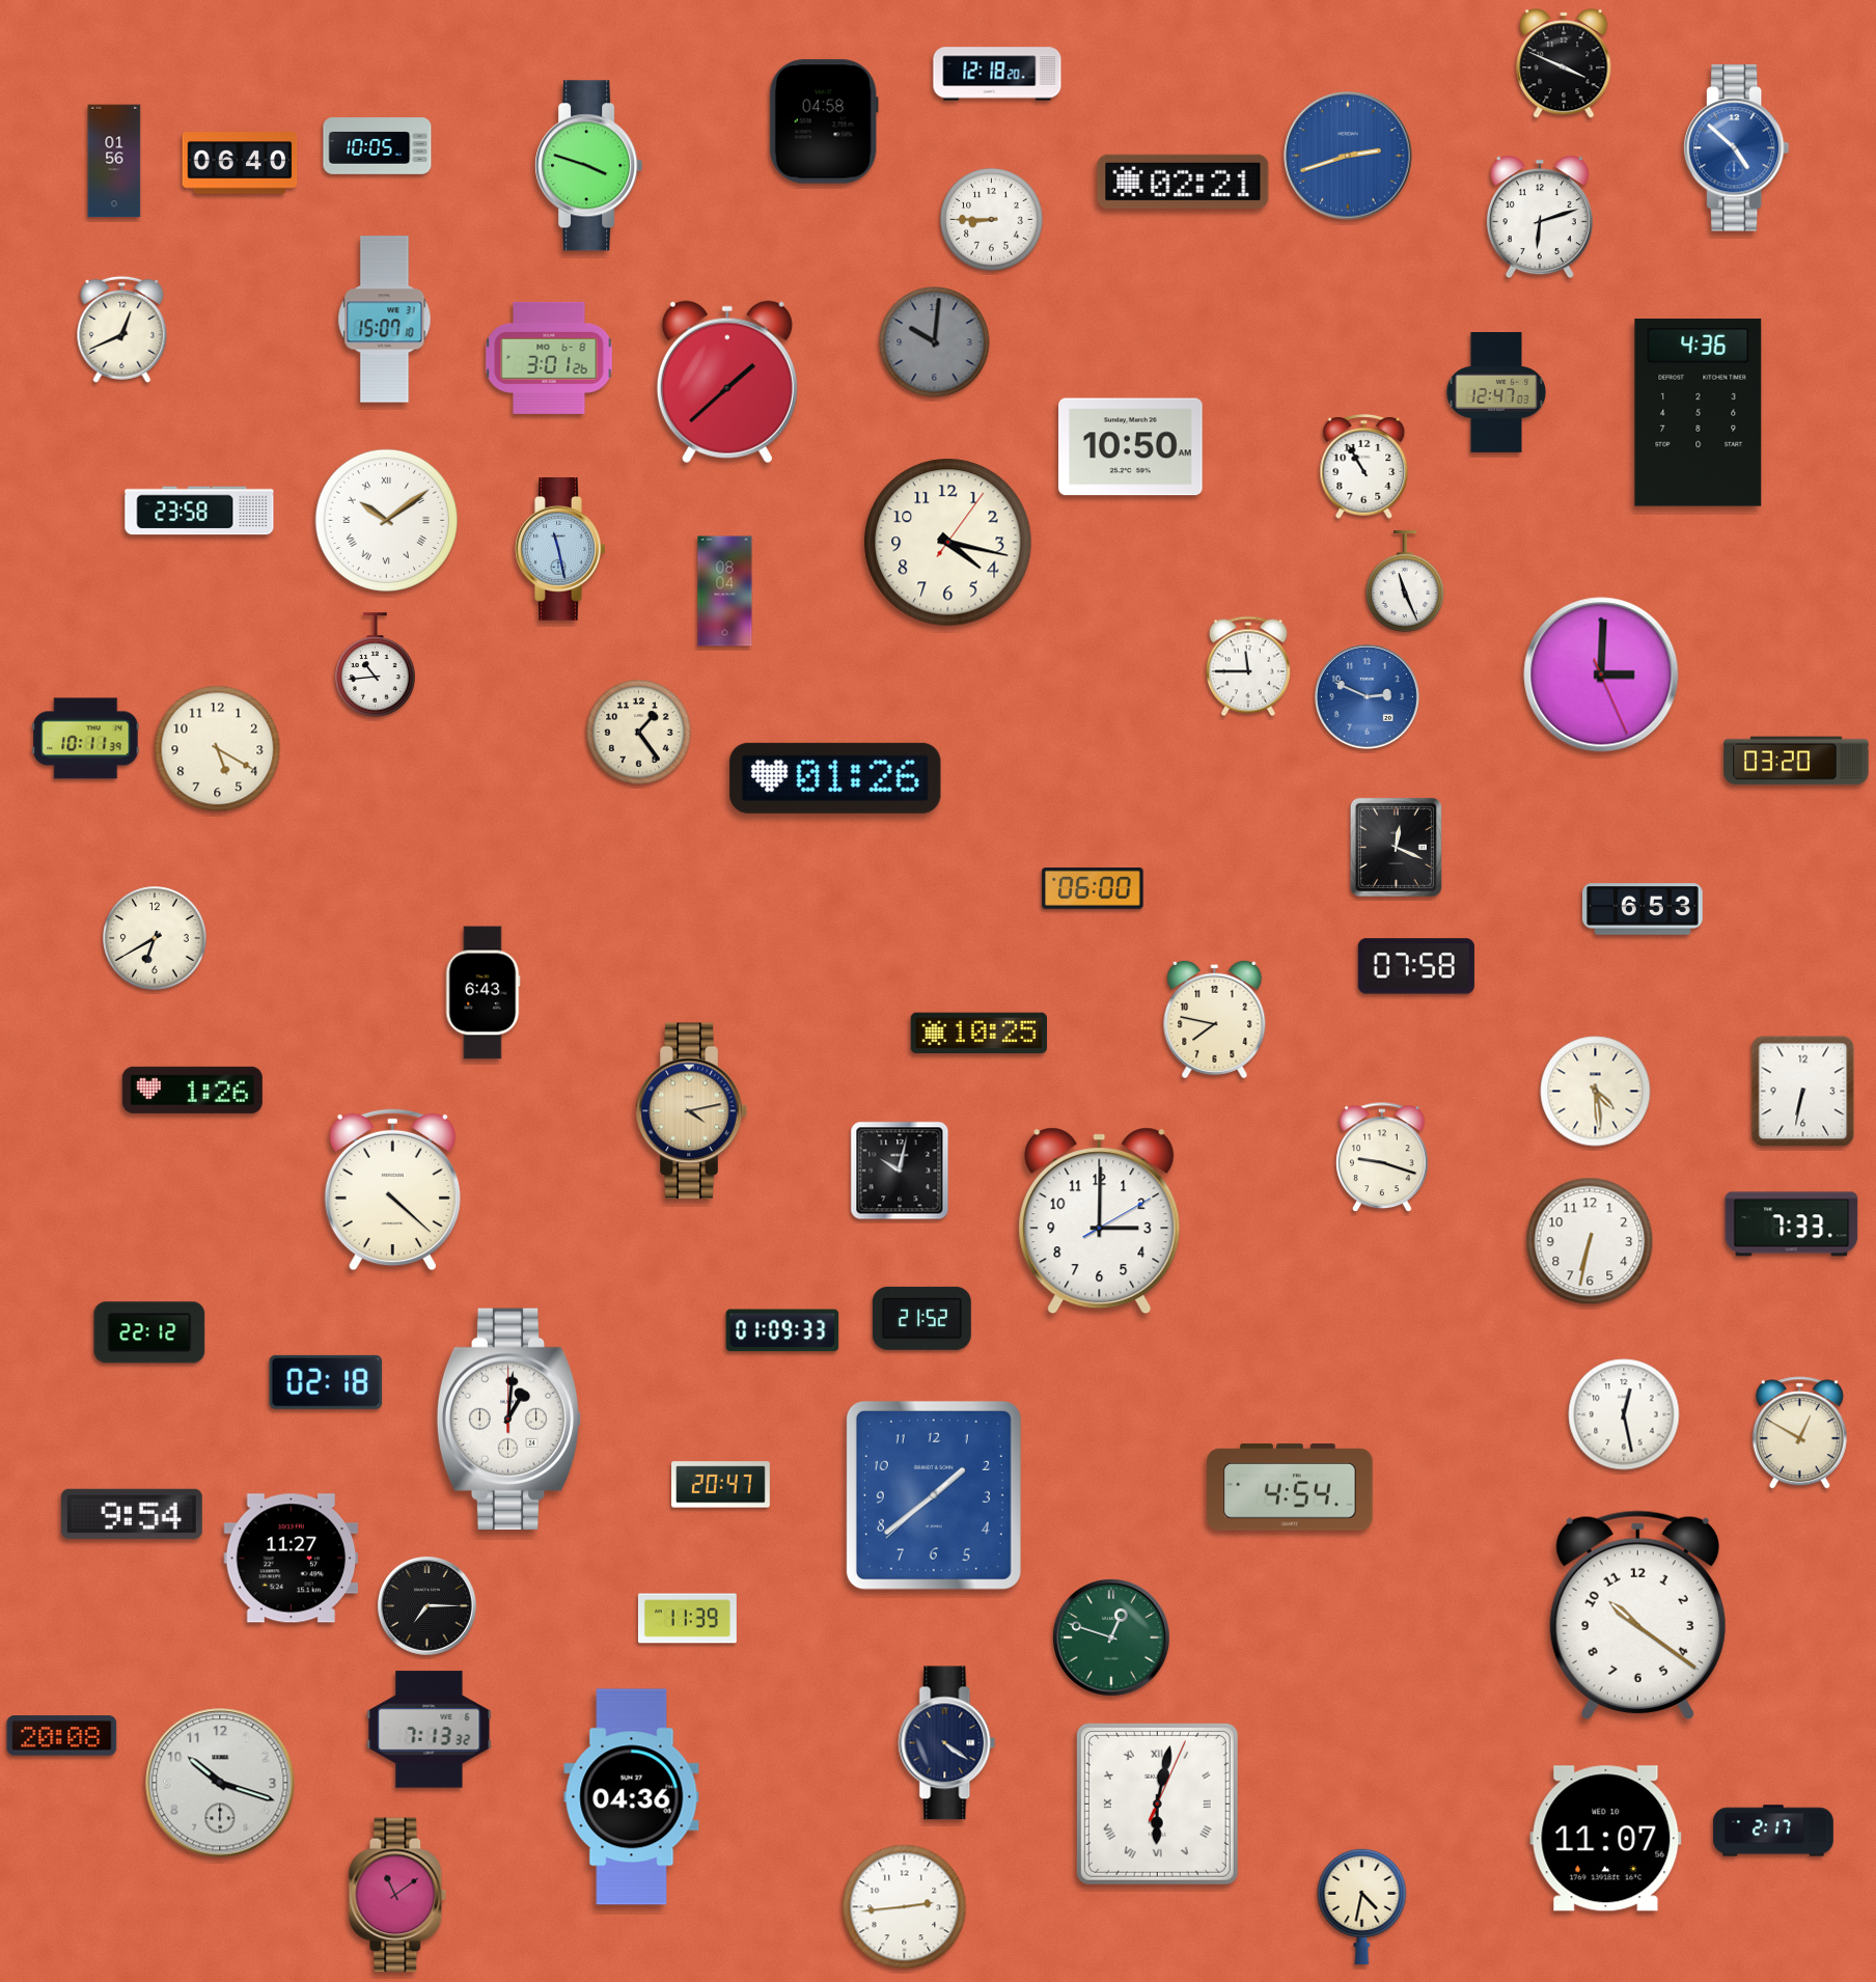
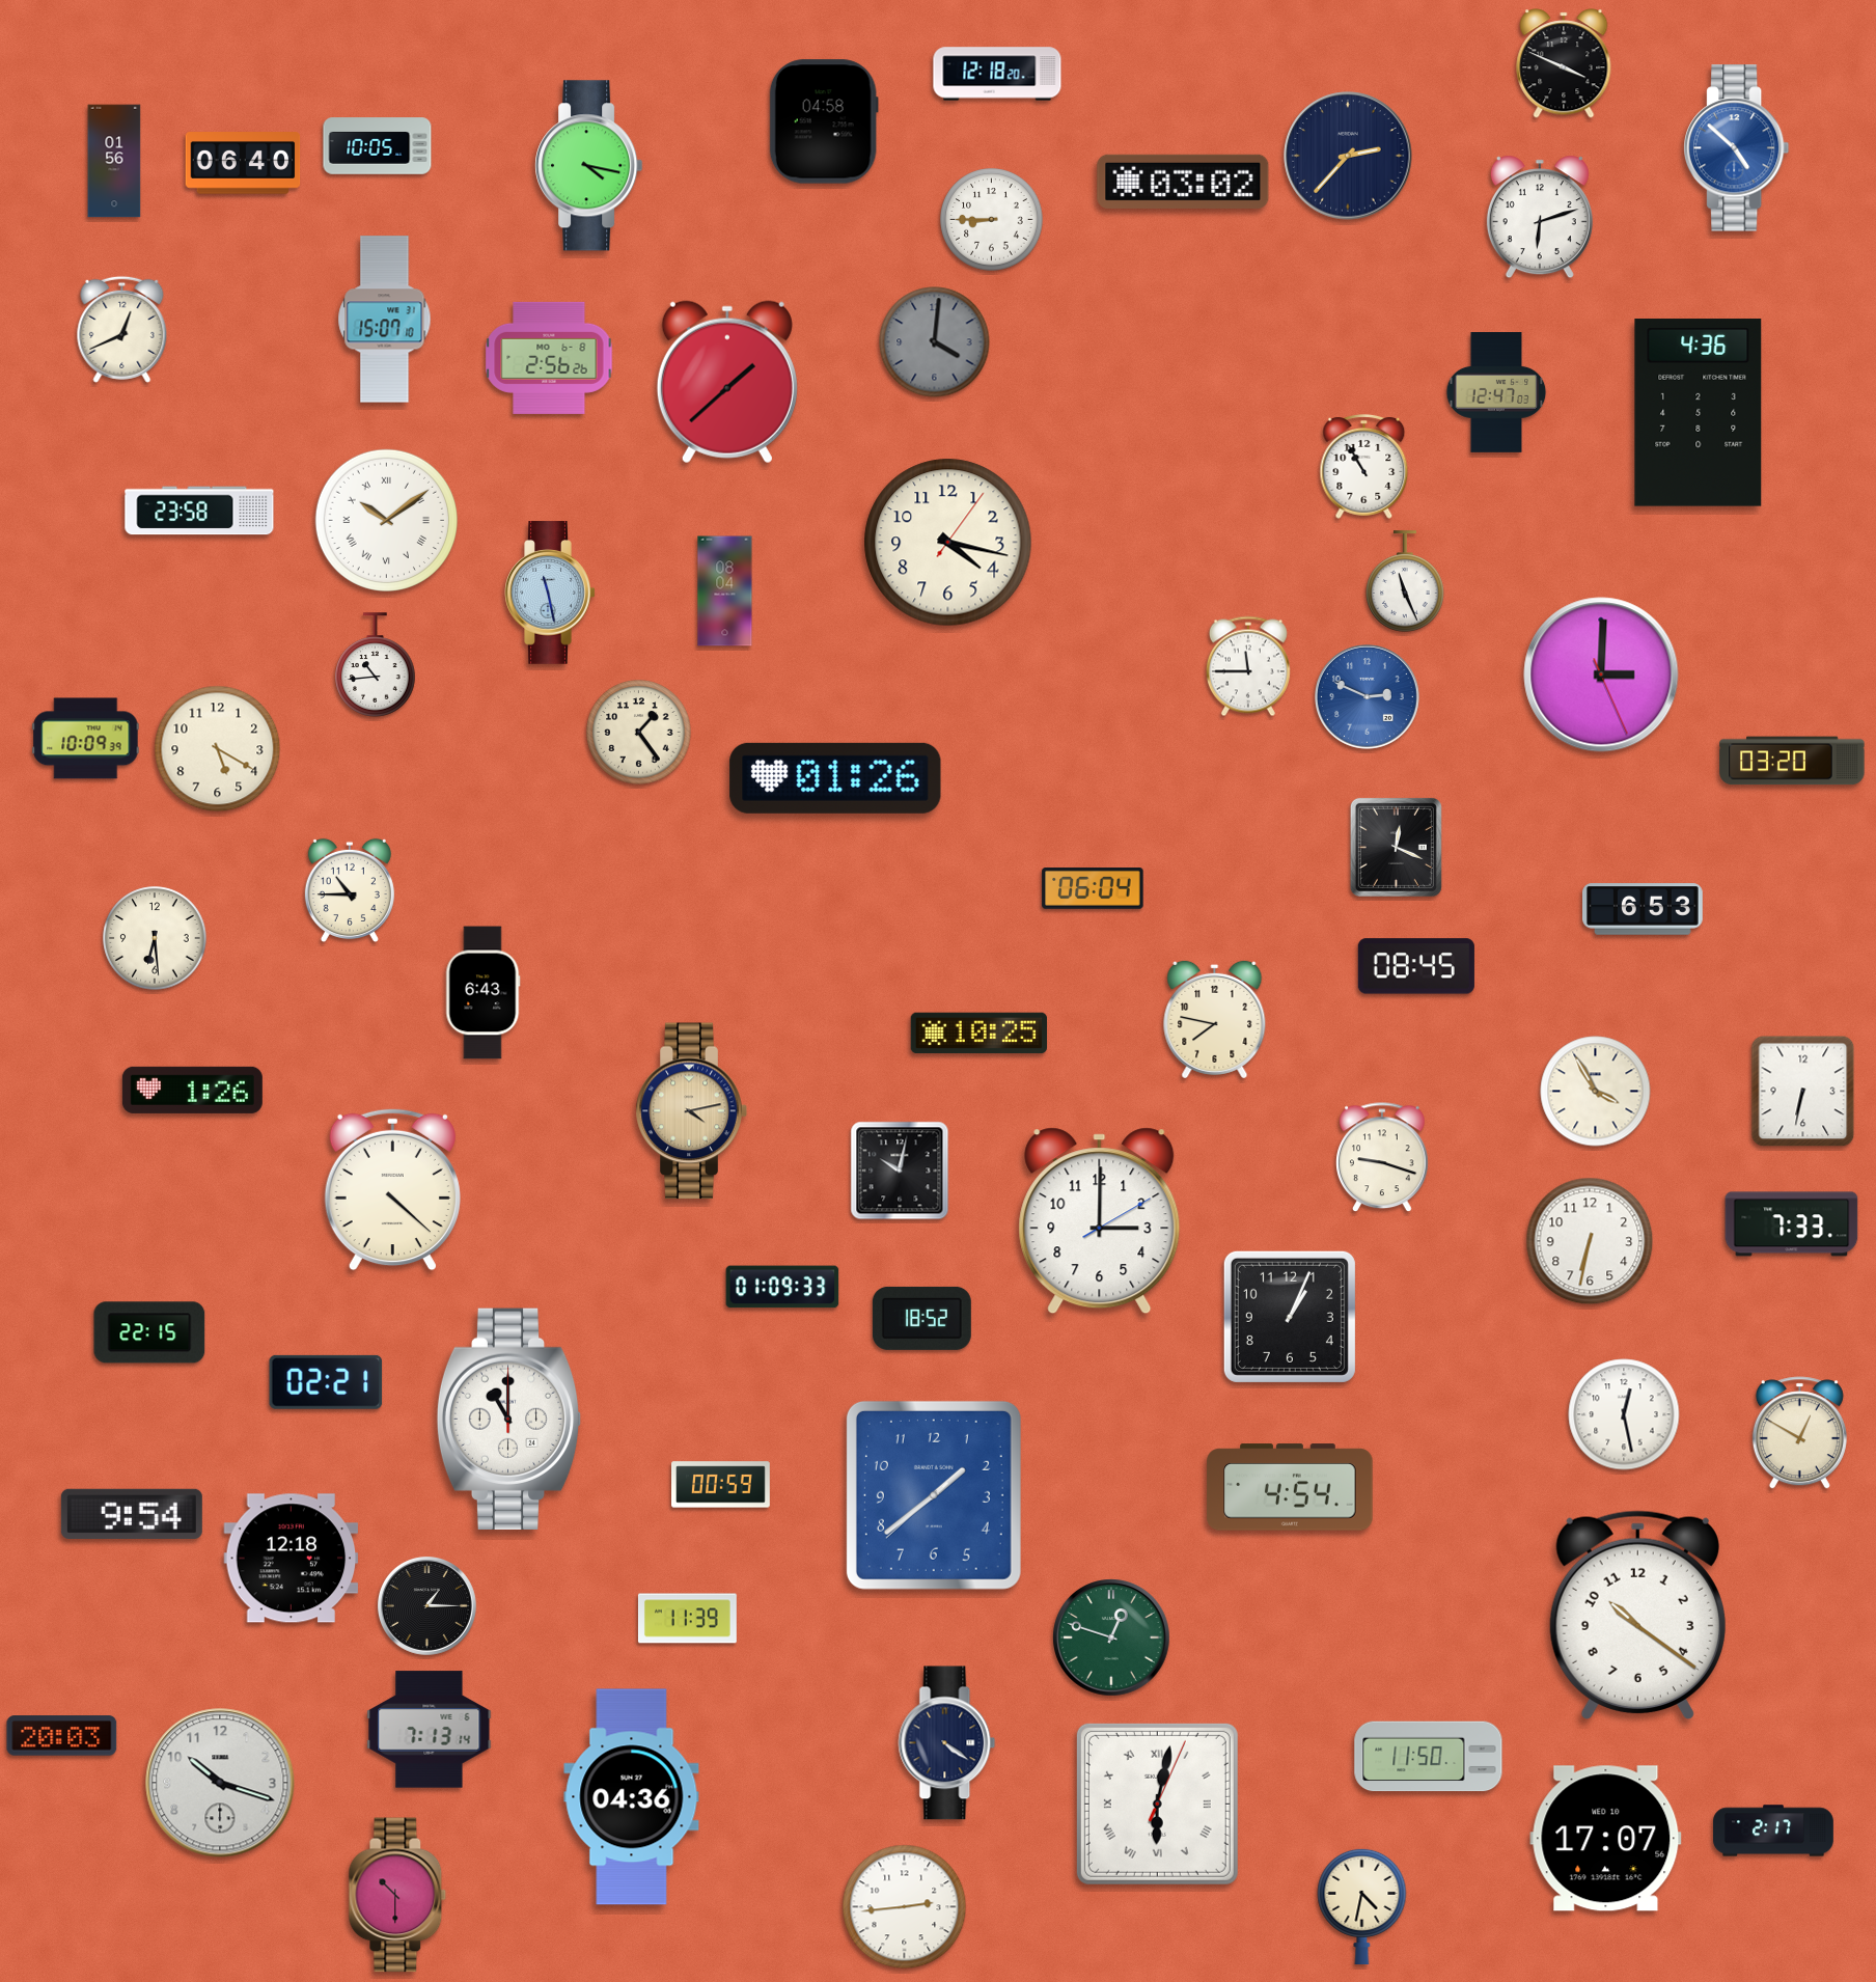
clock at (1348, 156): 2:42 -> 2:37
clock at (1348, 156) dial: blue -> navy
clock at (240, 163) position: (240, 163) -> (243, 163)
clock at (589, 166): 3:48 -> 4:17
clock at (1183, 182): 02:21 -> 03:02
clock at (935, 342): 10:01 -> 4:01
clock at (549, 358): 3:01 -> 2:56
clock at (1131, 447): 10:50 -> none
clock at (560, 549) position: (560, 549) -> (550, 593)
clock at (86, 739): 10:11 -> 10:09
clock at (1796, 761) position: (1796, 761) -> (1792, 761)
clock at (1093, 888): 06:00 -> 06:04
clock at (350, 889): none -> 10:45
clock at (155, 938): 6:40 -> 6:29
clock at (1416, 966): 07:58 -> 08:45
clock at (1596, 1092): 4:29 -> 3:55
clock at (1290, 1317): none -> 1:04
clock at (921, 1318): 21:52 -> 18:52
clock at (782, 1330) position: (782, 1330) -> (782, 1287)
clock at (149, 1332): 22:12 -> 22:15
clock at (326, 1382): 02:18 -> 02:21
clock at (509, 1419): 1:01 -> 11:00
clock at (721, 1485): 20:47 -> 00:59
clock at (292, 1559): 11:27 -> 12:18
clock at (426, 1605): 7:15 -> 1:15
clock at (430, 1730): 7:13:32 -> 7:13:14
clock at (62, 1736): 20:08 -> 20:03
clock at (1429, 1757): none -> 11:50
clock at (1606, 1839): 11:07 -> 17:07
clock at (397, 1895): 11:09 -> 10:30
